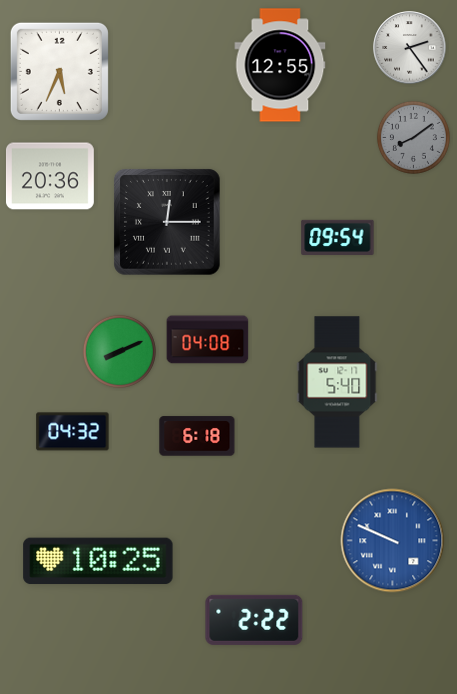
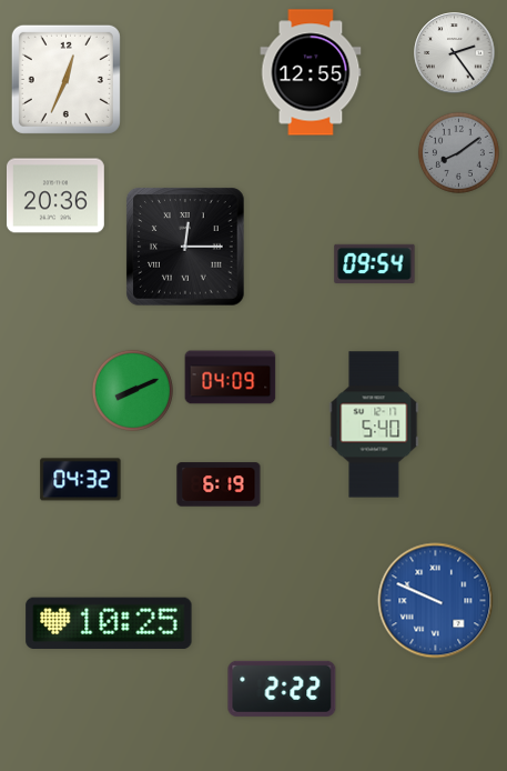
clock at (59, 71): 5:34 -> 12:34
clock at (208, 340): 04:08 -> 04:09
clock at (197, 436): 6:18 -> 6:19
